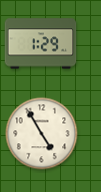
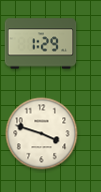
clock at (42, 134): 4:55 -> 3:48
